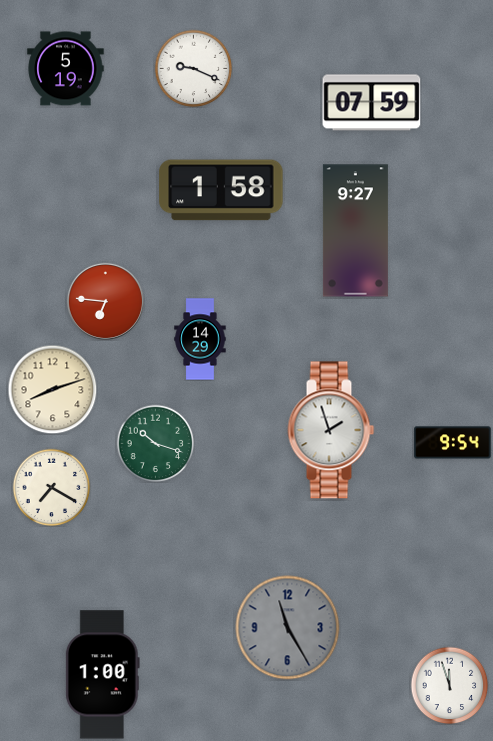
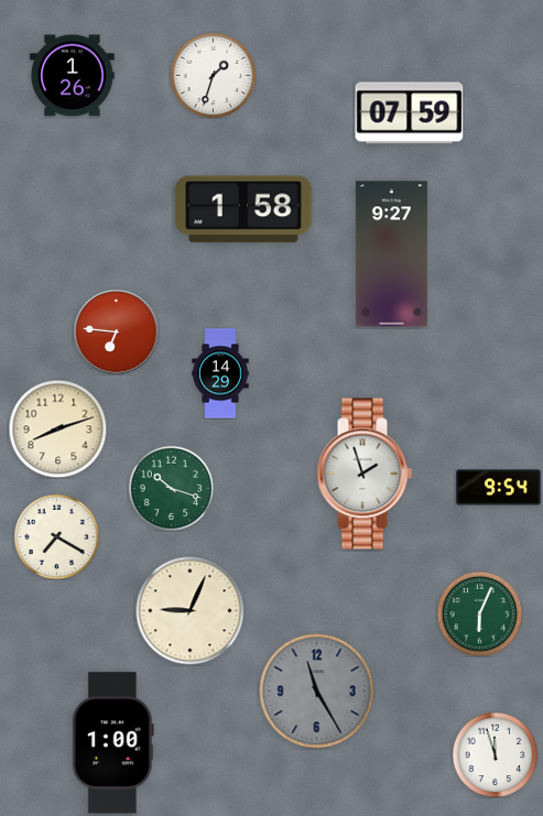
clock at (193, 68): 9:19 -> 1:33
clock at (66, 69): 5:19 -> 1:26
clock at (191, 611): none -> 9:04
clock at (479, 613): none -> 6:04
